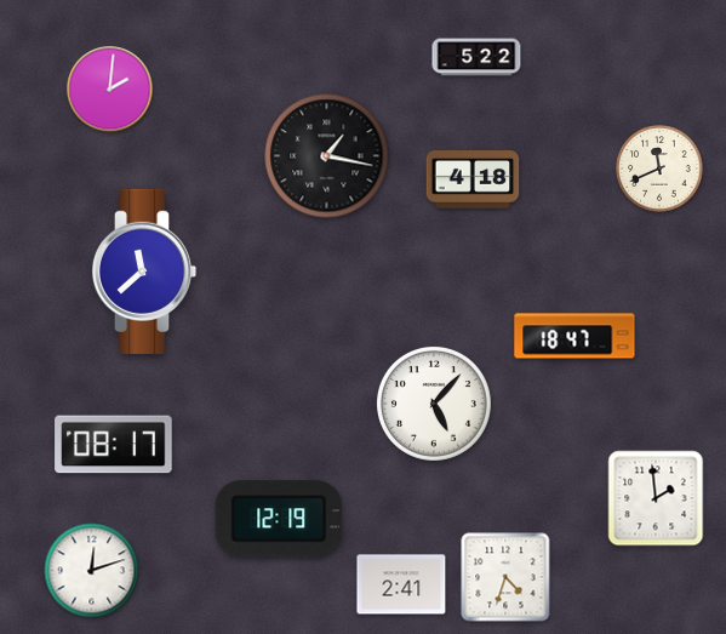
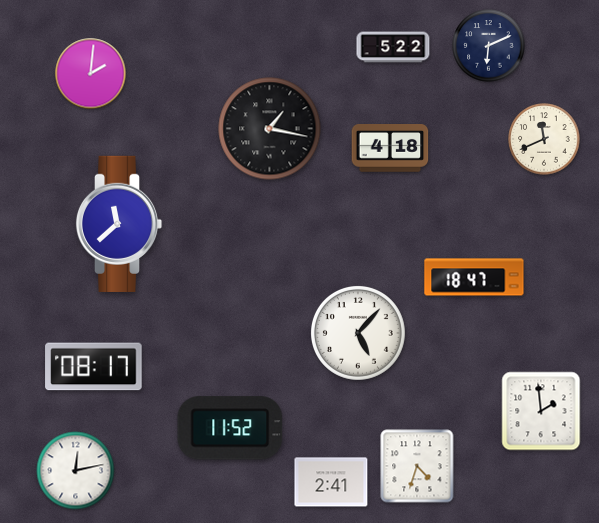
clock at (489, 46): none -> 6:11
clock at (279, 519): 12:19 -> 11:52
clock at (92, 571): 12:12 -> 12:13
clock at (505, 577) position: (505, 577) -> (417, 466)
